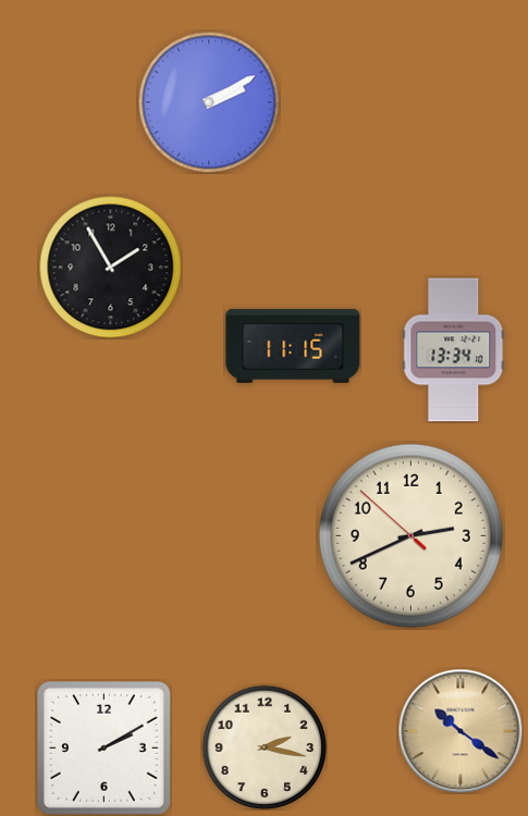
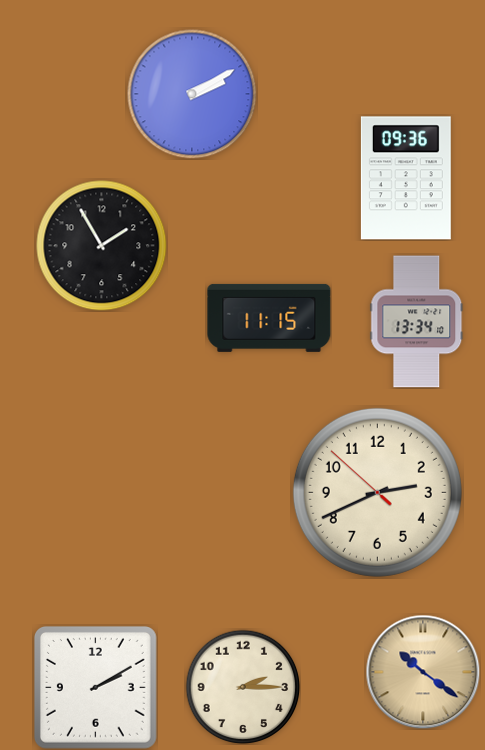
clock at (406, 178): none -> 09:36
clock at (265, 747): 2:17 -> 2:15
